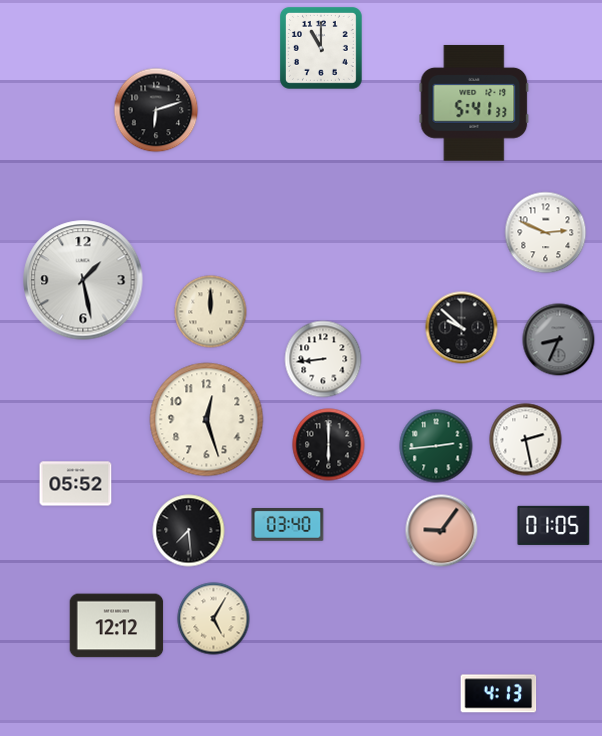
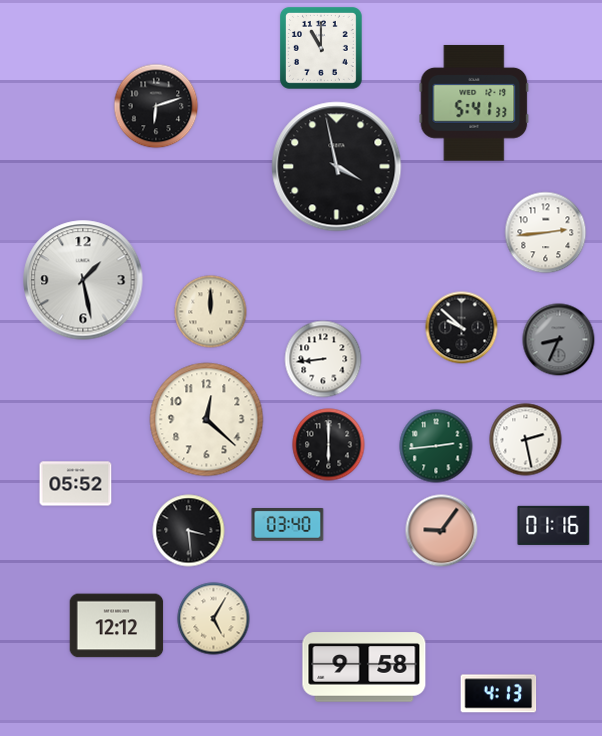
clock at (156, 110) position: (156, 110) -> (156, 106)
clock at (337, 167): none -> 3:58
clock at (546, 233): 2:49 -> 2:44
clock at (207, 420): 12:27 -> 12:22
clock at (554, 525): 01:05 -> 01:16
clock at (189, 531): 7:29 -> 3:29
clock at (364, 667): none -> 9:58
